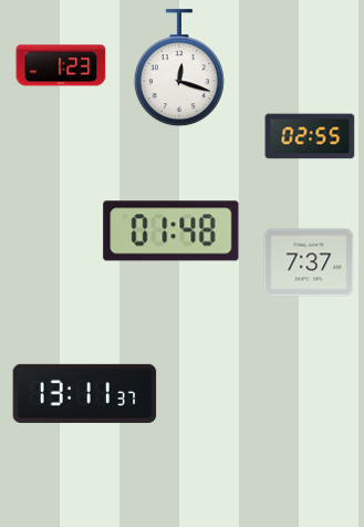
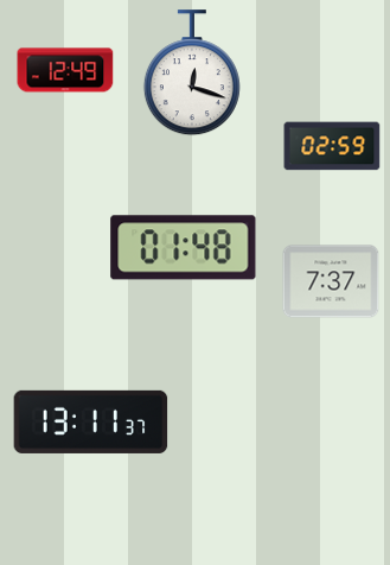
clock at (61, 65): 1:23 -> 12:49
clock at (310, 136): 02:55 -> 02:59
